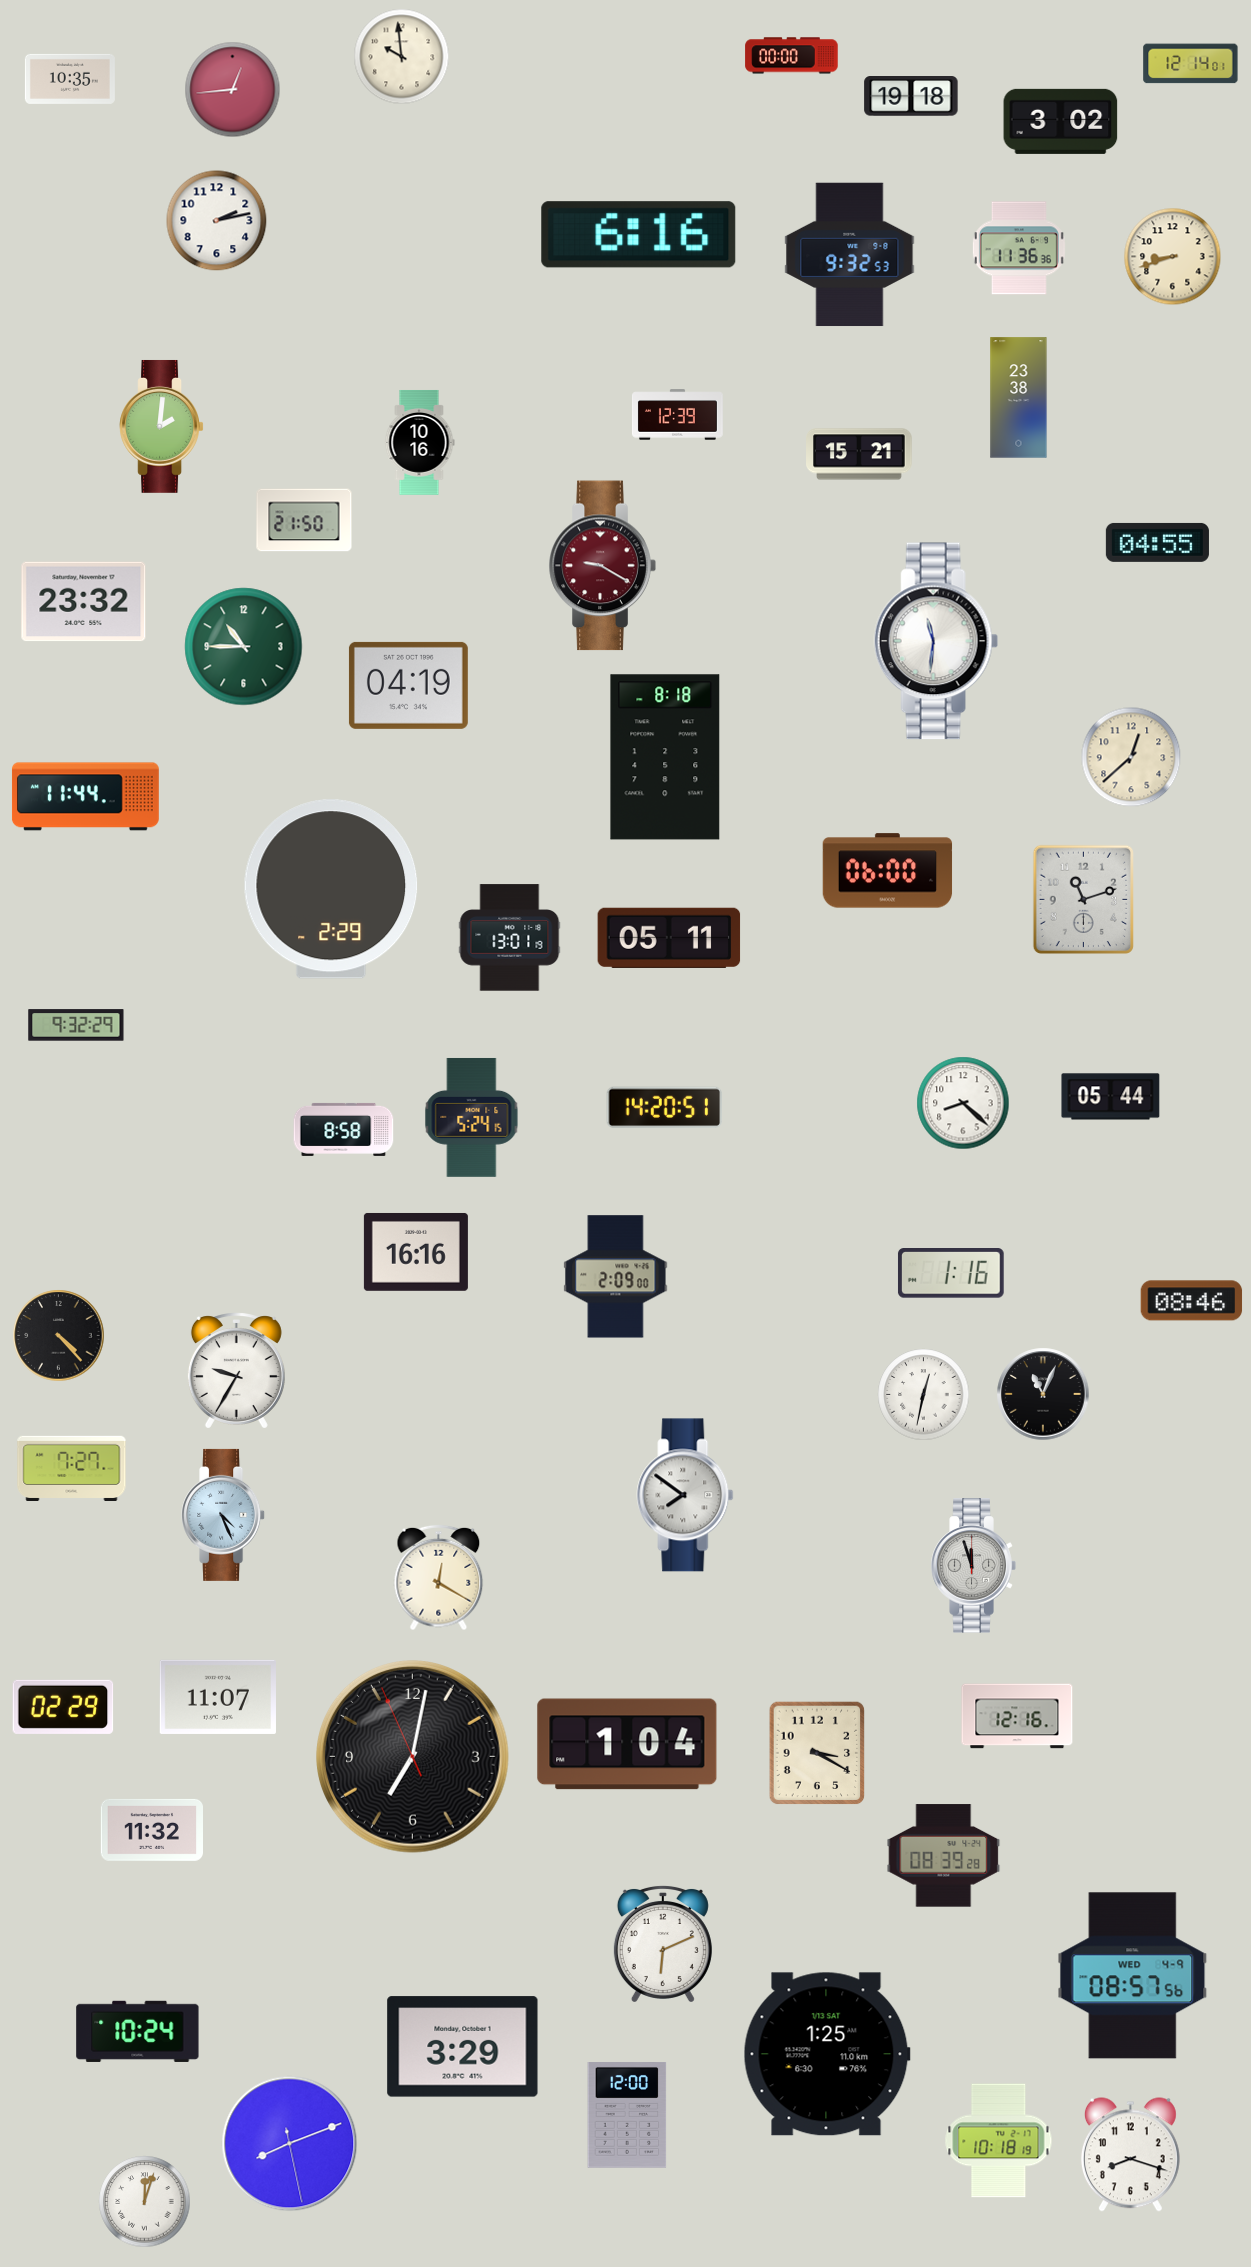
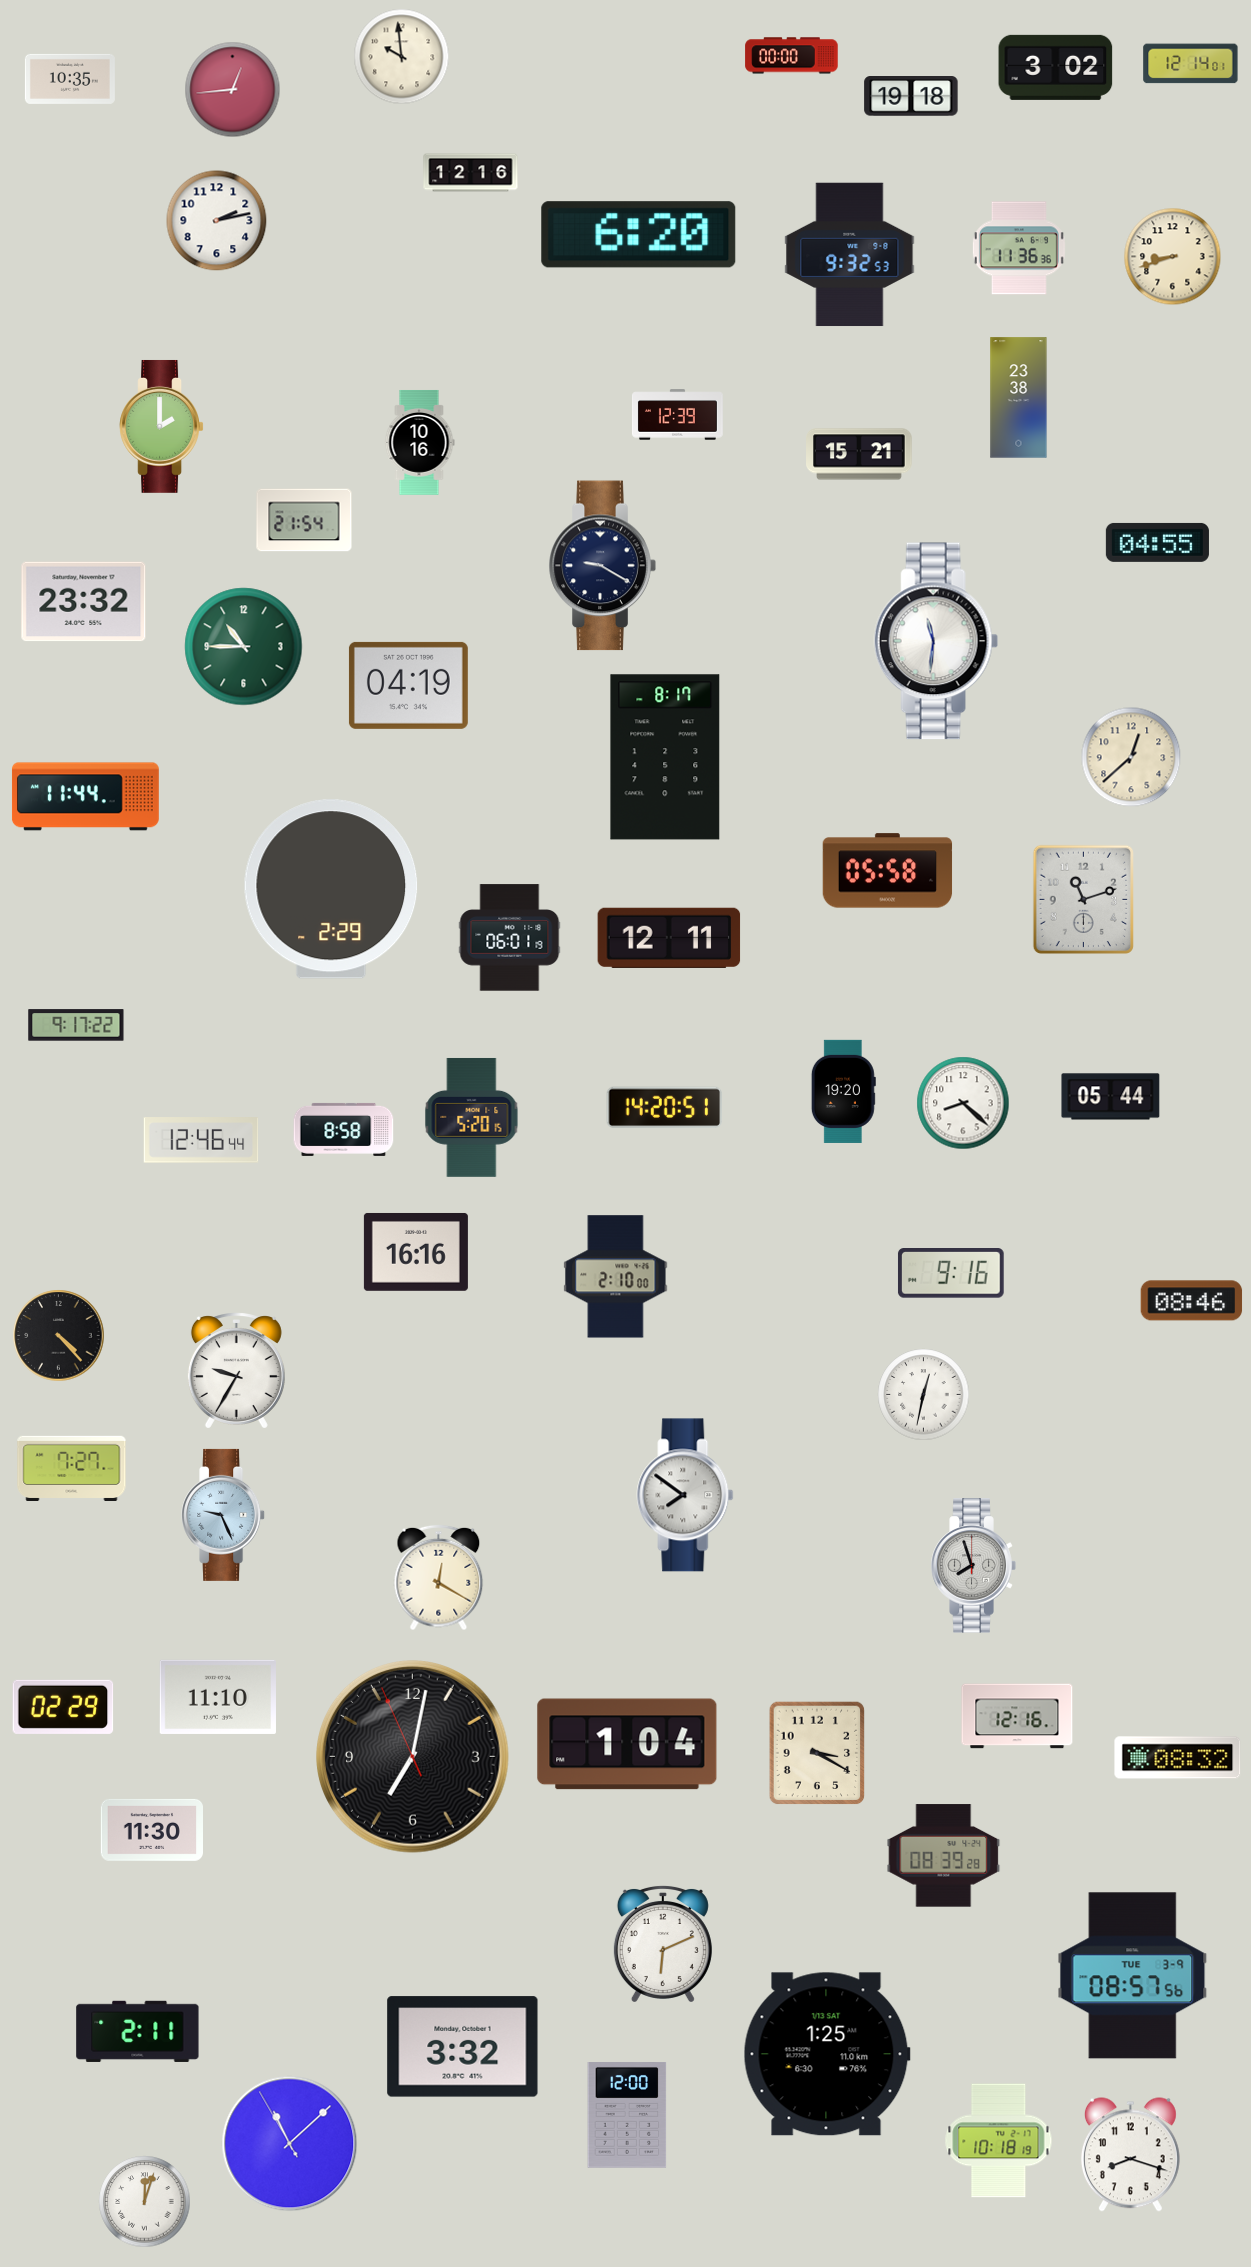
clock at (1061, 121) position: (1061, 121) -> (1056, 67)
clock at (471, 173): none -> 12:16
clock at (639, 235): 6:16 -> 6:20
clock at (161, 426): 2:01 -> 2:00
clock at (304, 520): 21:50 -> 21:54
clock at (602, 566) dial: burgundy -> navy
clock at (665, 757): 8:18 -> 8:17
clock at (888, 871): 06:00 -> 05:58
clock at (510, 938): 13:01 -> 06:01
clock at (669, 938): 05:11 -> 12:11
clock at (76, 1025): 9:32 -> 9:17
clock at (843, 1091): none -> 19:20
clock at (472, 1117): 5:24 -> 5:20
clock at (201, 1140): none -> 12:46
clock at (951, 1274): 1:16 -> 9:16
clock at (616, 1277): 2:09 -> 2:10
clock at (1043, 1394): 11:04 -> none
clock at (224, 1515): 4:26 -> 9:26
clock at (973, 1566): 11:57 -> 7:57
clock at (218, 1697): 11:07 -> 11:10
clock at (1178, 1758): none -> 08:32
clock at (151, 1830): 11:32 -> 11:30
clock at (1133, 1976) date: WED 4-9 -> TUE 3-9
clock at (138, 2031): 10:24 -> 2:11
clock at (463, 2047): 3:29 -> 3:32
clock at (290, 2144): 8:11 -> 11:07
